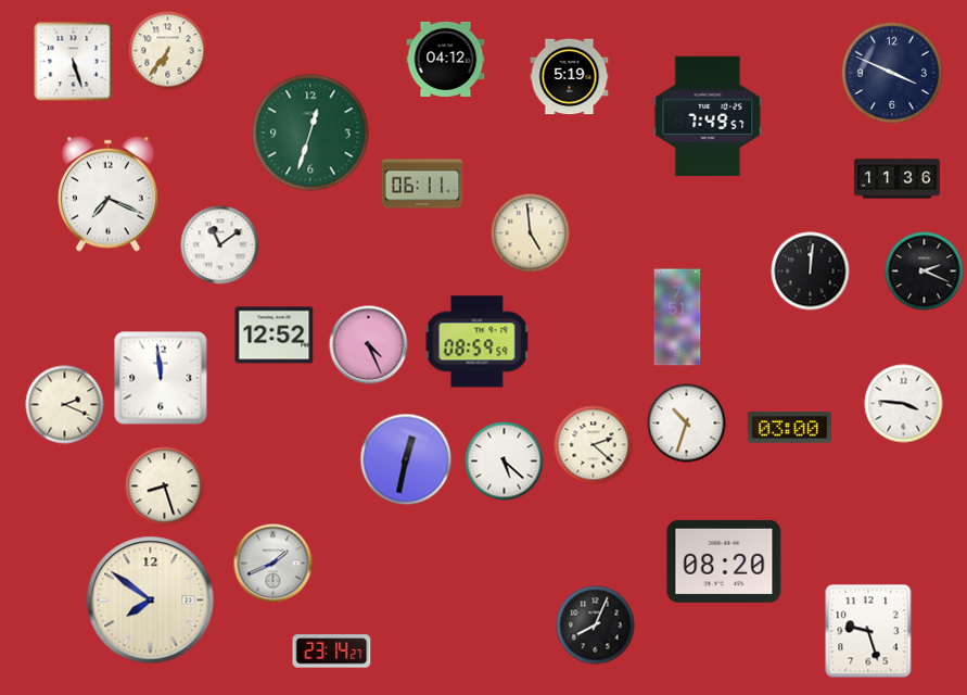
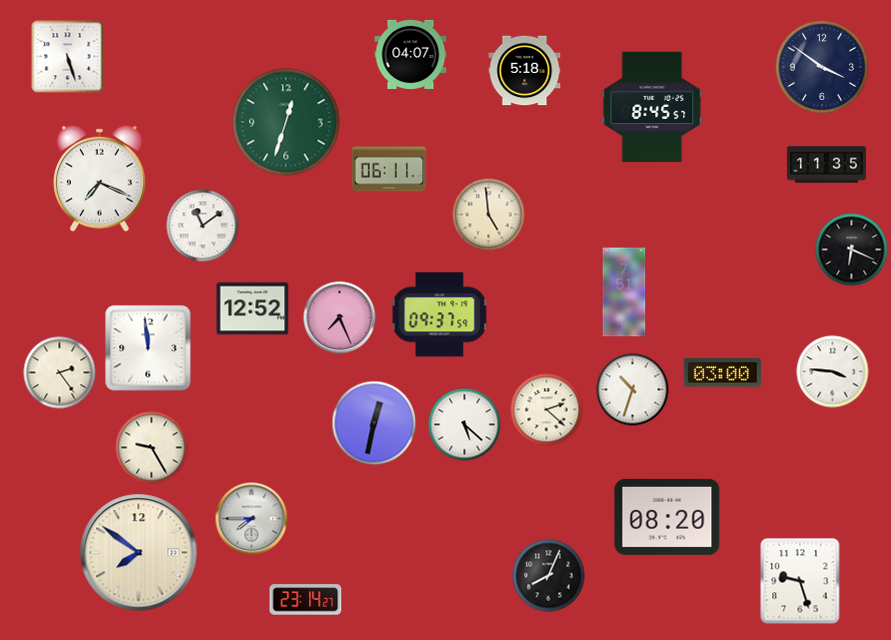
clock at (168, 51): 6:36 -> none
clock at (446, 59): 04:12 -> 04:07
clock at (892, 73): 3:49 -> 3:51
clock at (570, 77): 5:19 -> 5:18
clock at (708, 116): 7:49 -> 8:45
clock at (896, 179): 11:36 -> 11:35
clock at (811, 271): 12:01 -> none
clock at (925, 271): 2:19 -> 6:19
clock at (478, 342): 08:59 -> 09:37
clock at (369, 345): 4:26 -> 7:26
clock at (65, 405): 2:19 -> 2:24
clock at (789, 428) position: (789, 428) -> (722, 373)
clock at (165, 486): 8:27 -> 9:25
clock at (273, 564): 1:41 -> 7:45
